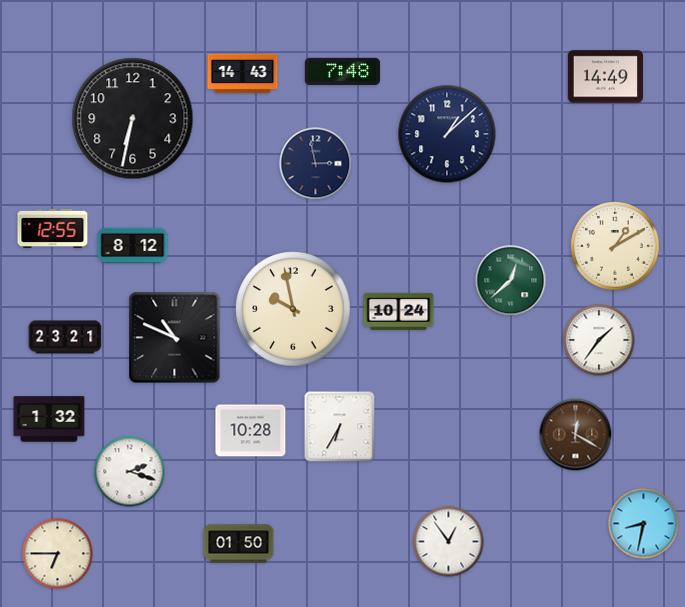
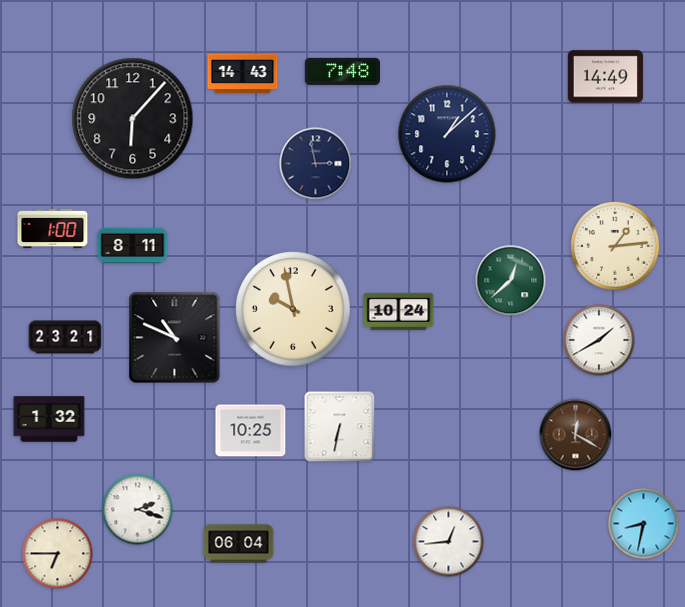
clock at (133, 119): 6:32 -> 6:07
clock at (53, 229): 12:55 -> 1:00
clock at (133, 246): 8:12 -> 8:11
clock at (616, 247): 1:10 -> 1:14
clock at (599, 340): 1:36 -> 1:40
clock at (340, 427): 6:35 -> 6:32
clock at (251, 431): 10:28 -> 10:25
clock at (130, 472) position: (130, 472) -> (138, 510)
clock at (449, 542): 12:54 -> 12:44
clock at (239, 544): 01:50 -> 06:04
